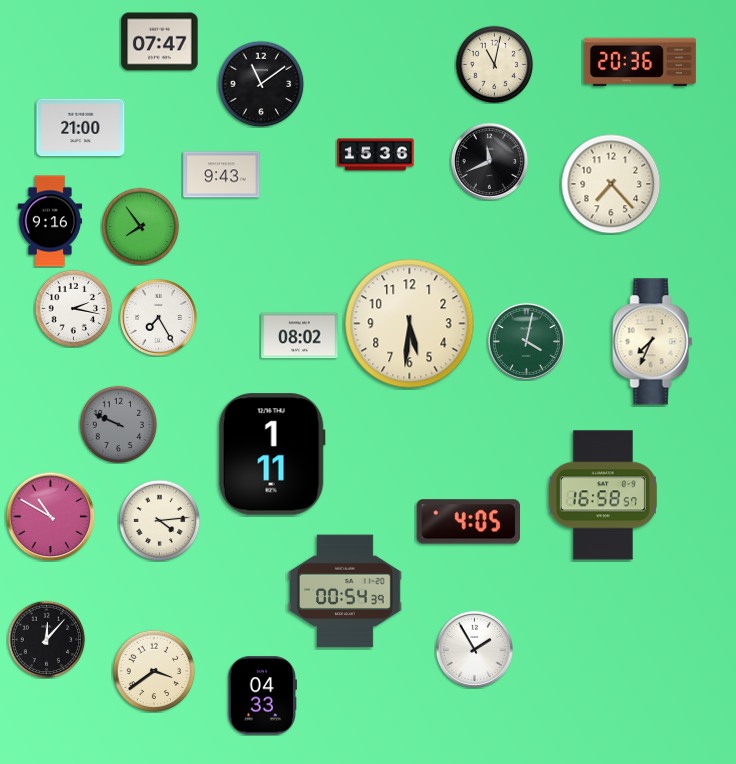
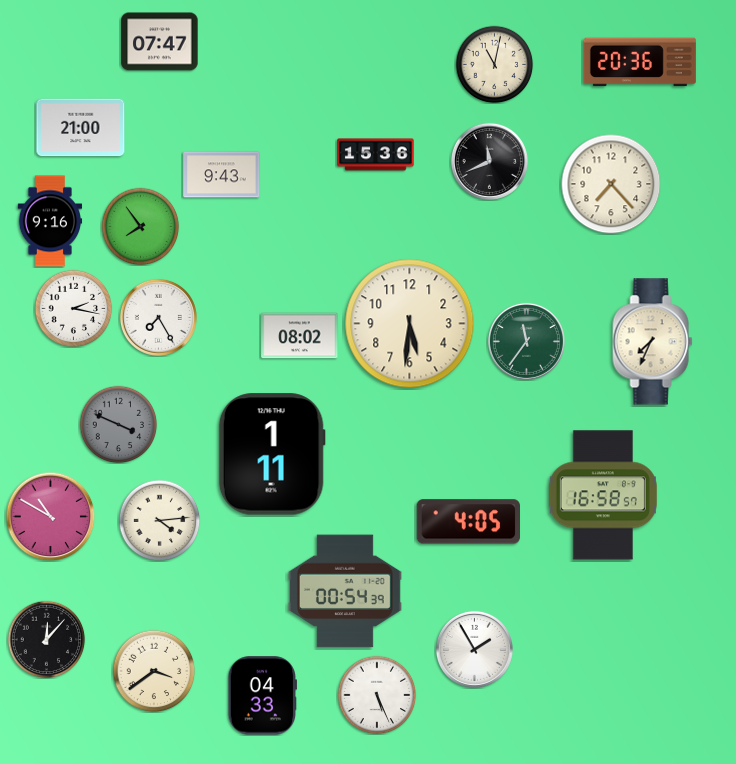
clock at (261, 84): 11:09 -> none
clock at (526, 341): 4:02 -> 11:36
clock at (118, 424): 9:49 -> 3:49
clock at (377, 695): none -> 5:26
